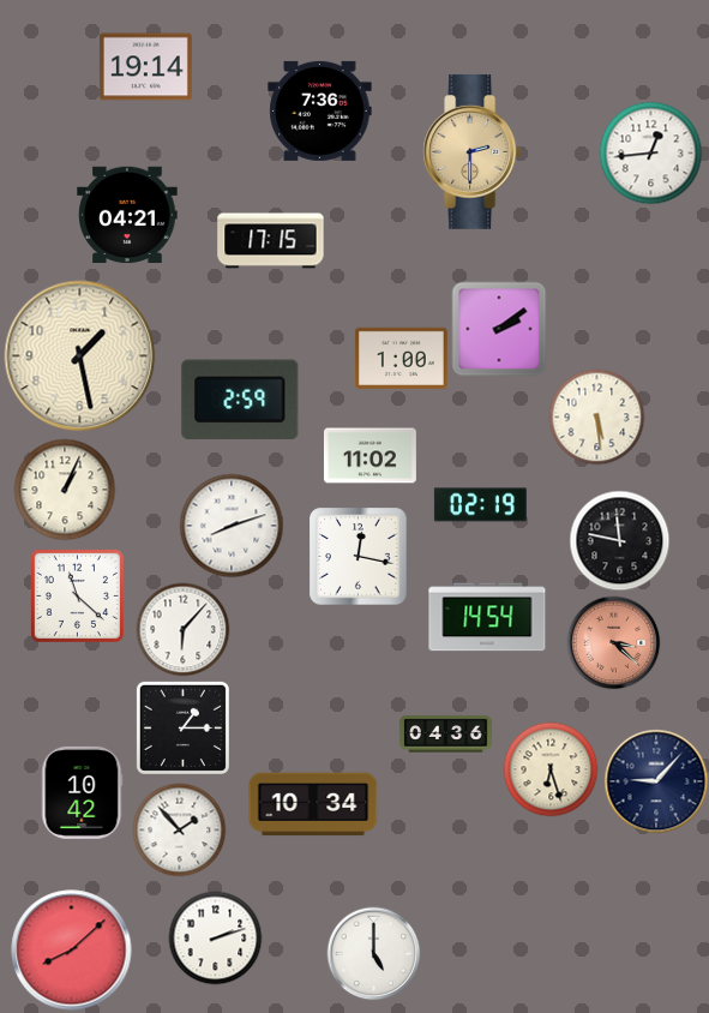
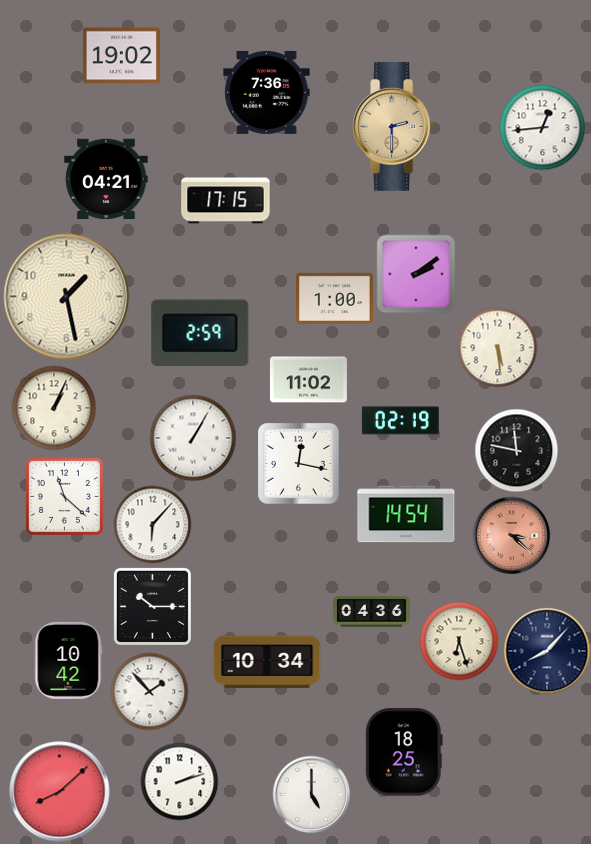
clock at (145, 67): 19:14 -> 19:02
clock at (232, 526): 8:12 -> 1:05
clock at (182, 727): 1:15 -> 10:15
clock at (656, 781): 9:07 -> 8:07
clock at (313, 804) position: (313, 804) -> (267, 662)
clock at (404, 752): none -> 18:25
